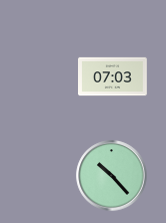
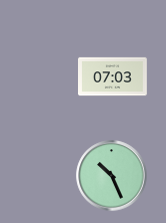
clock at (112, 176): 10:23 -> 10:26
